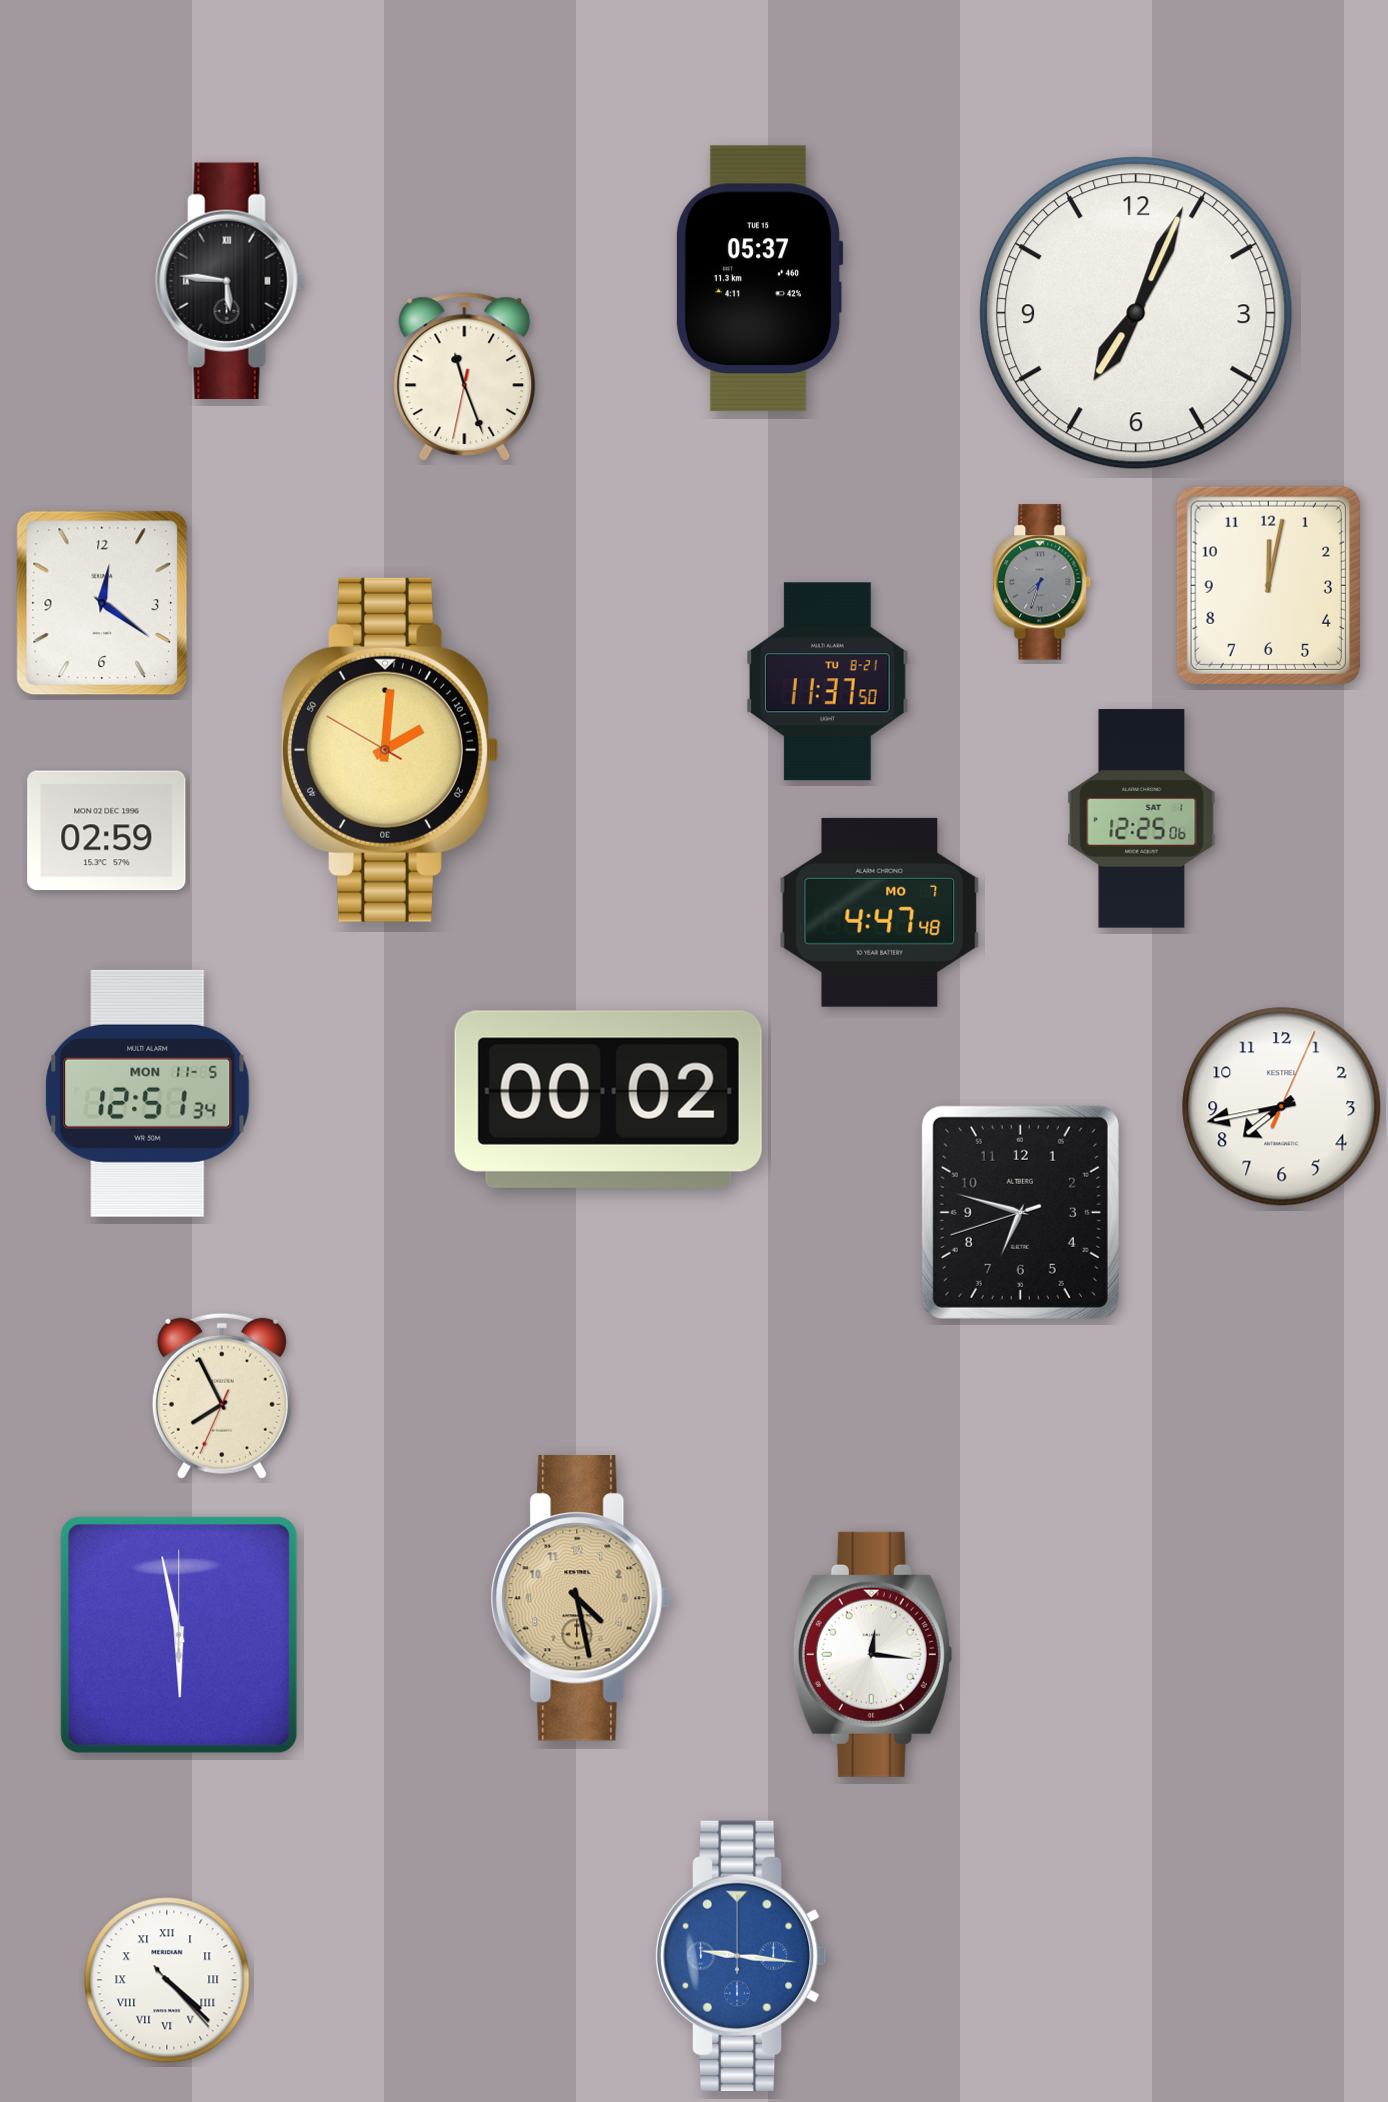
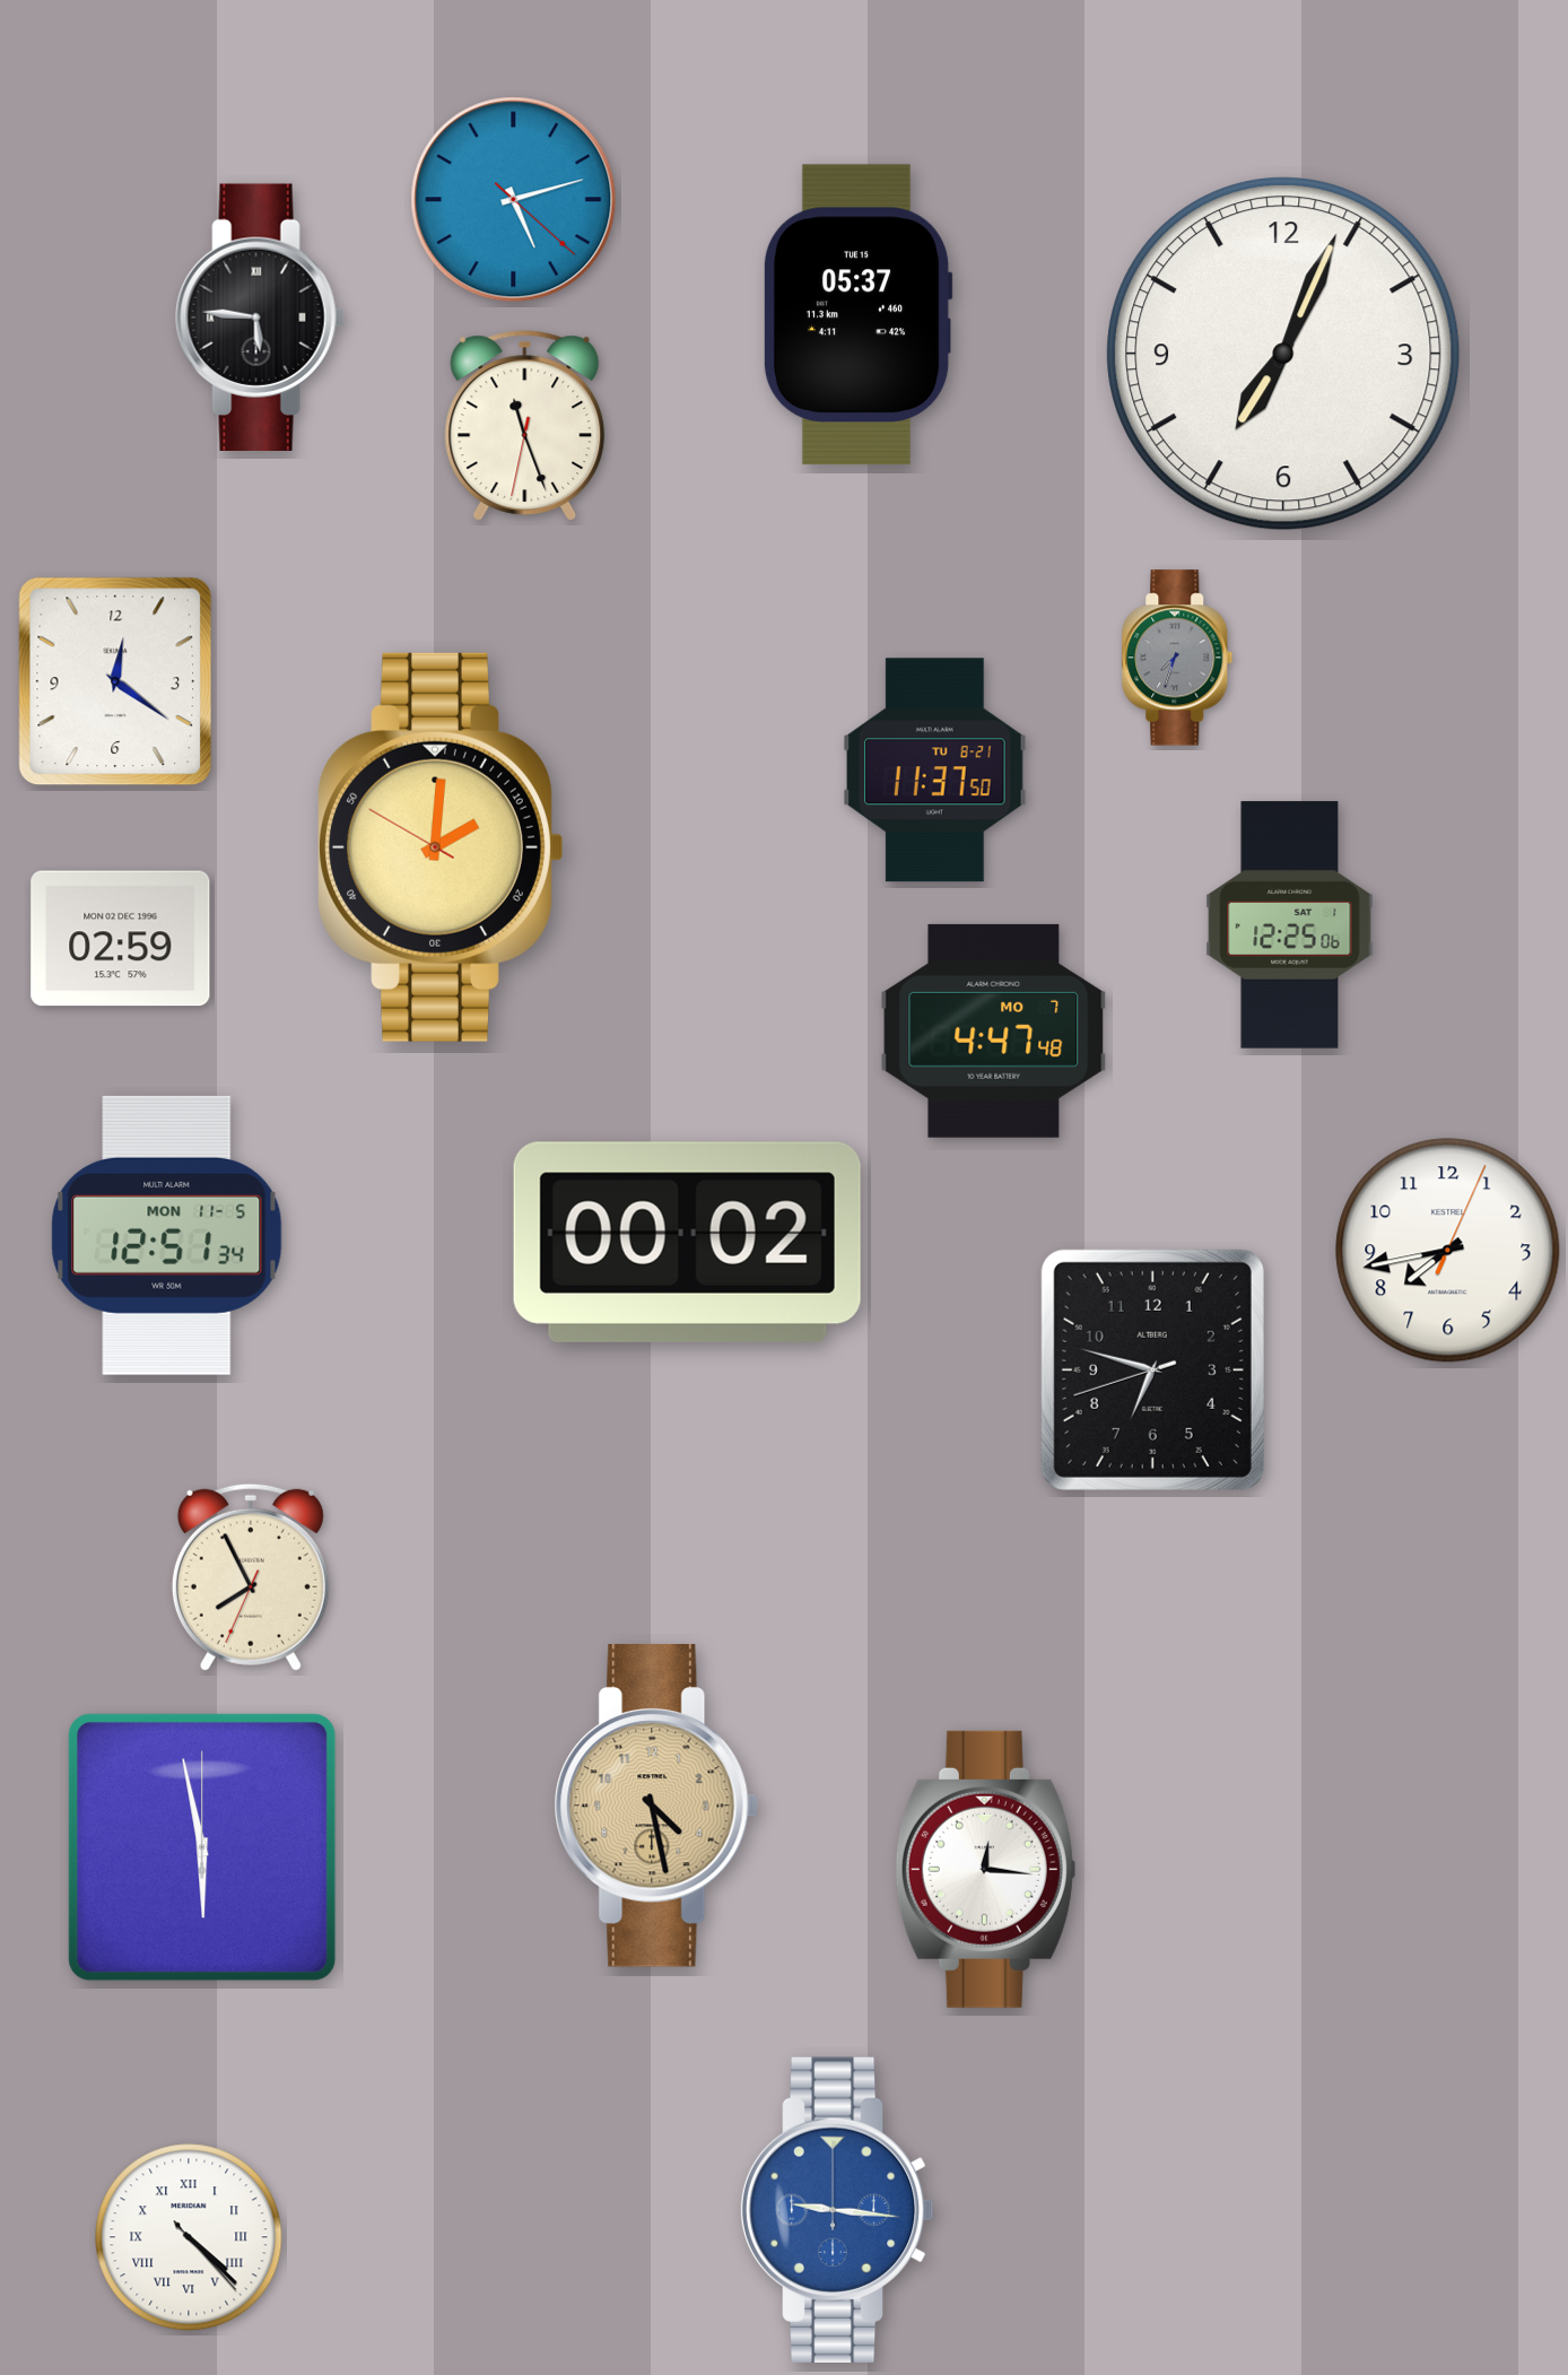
clock at (514, 200): none -> 5:12
clock at (1268, 585): 12:02 -> none
